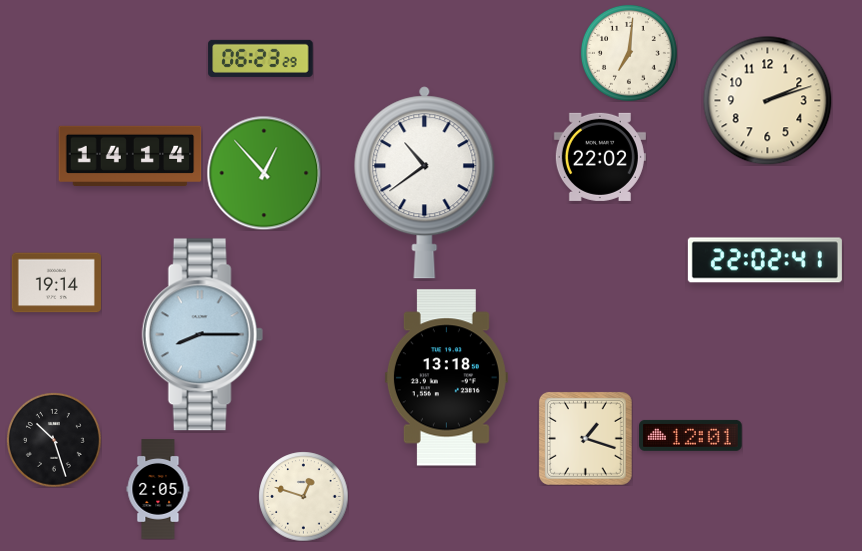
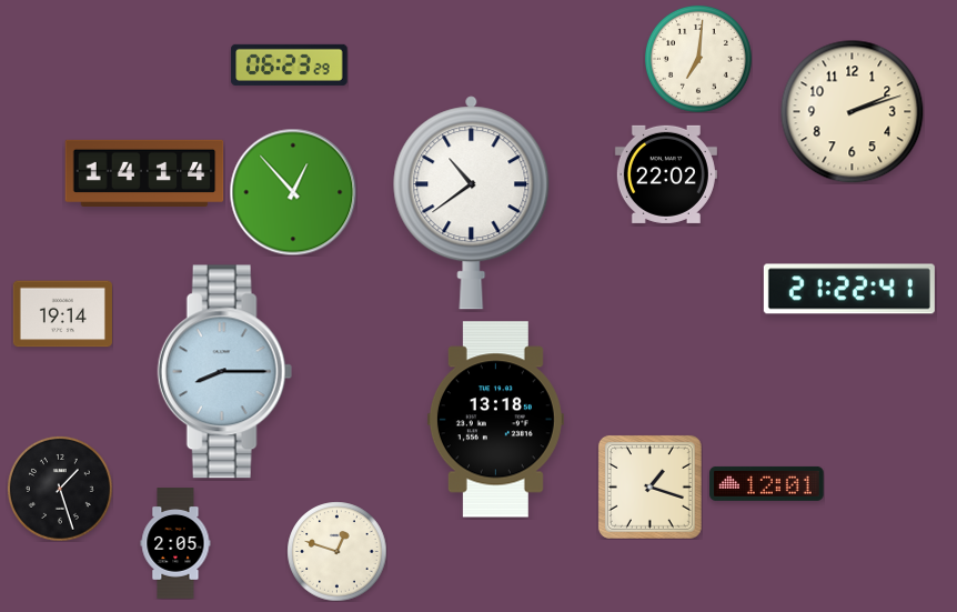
clock at (765, 260): 22:02 -> 21:22
clock at (54, 440): 10:27 -> 1:27
